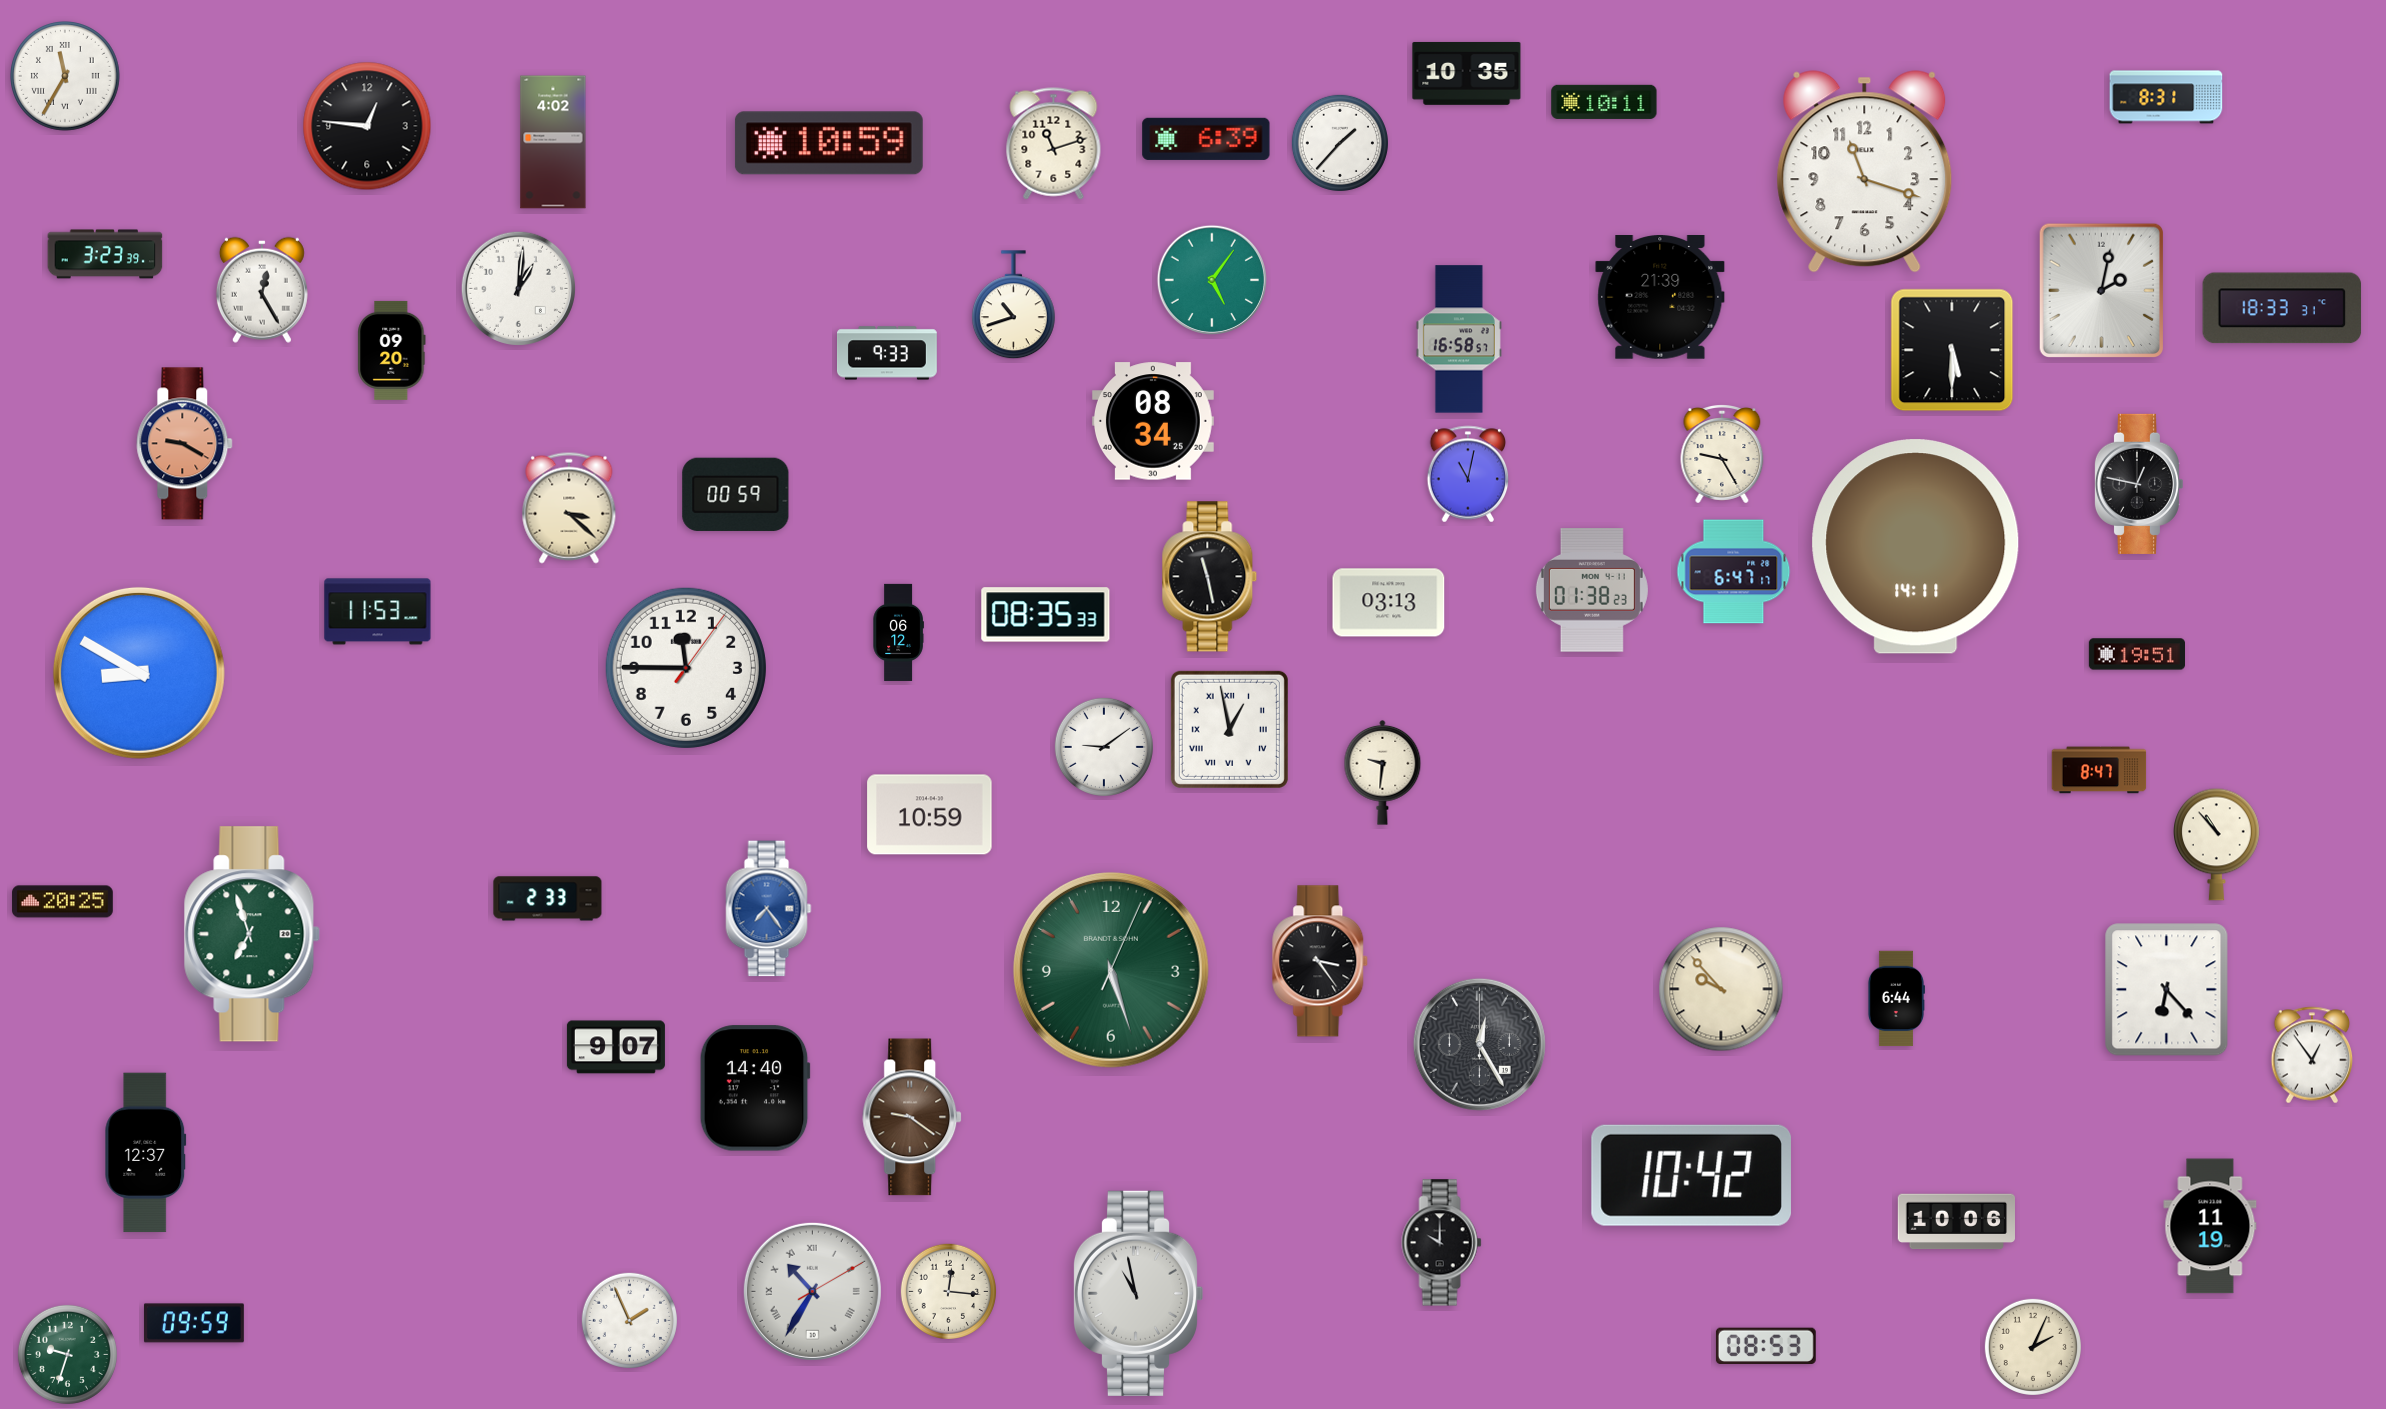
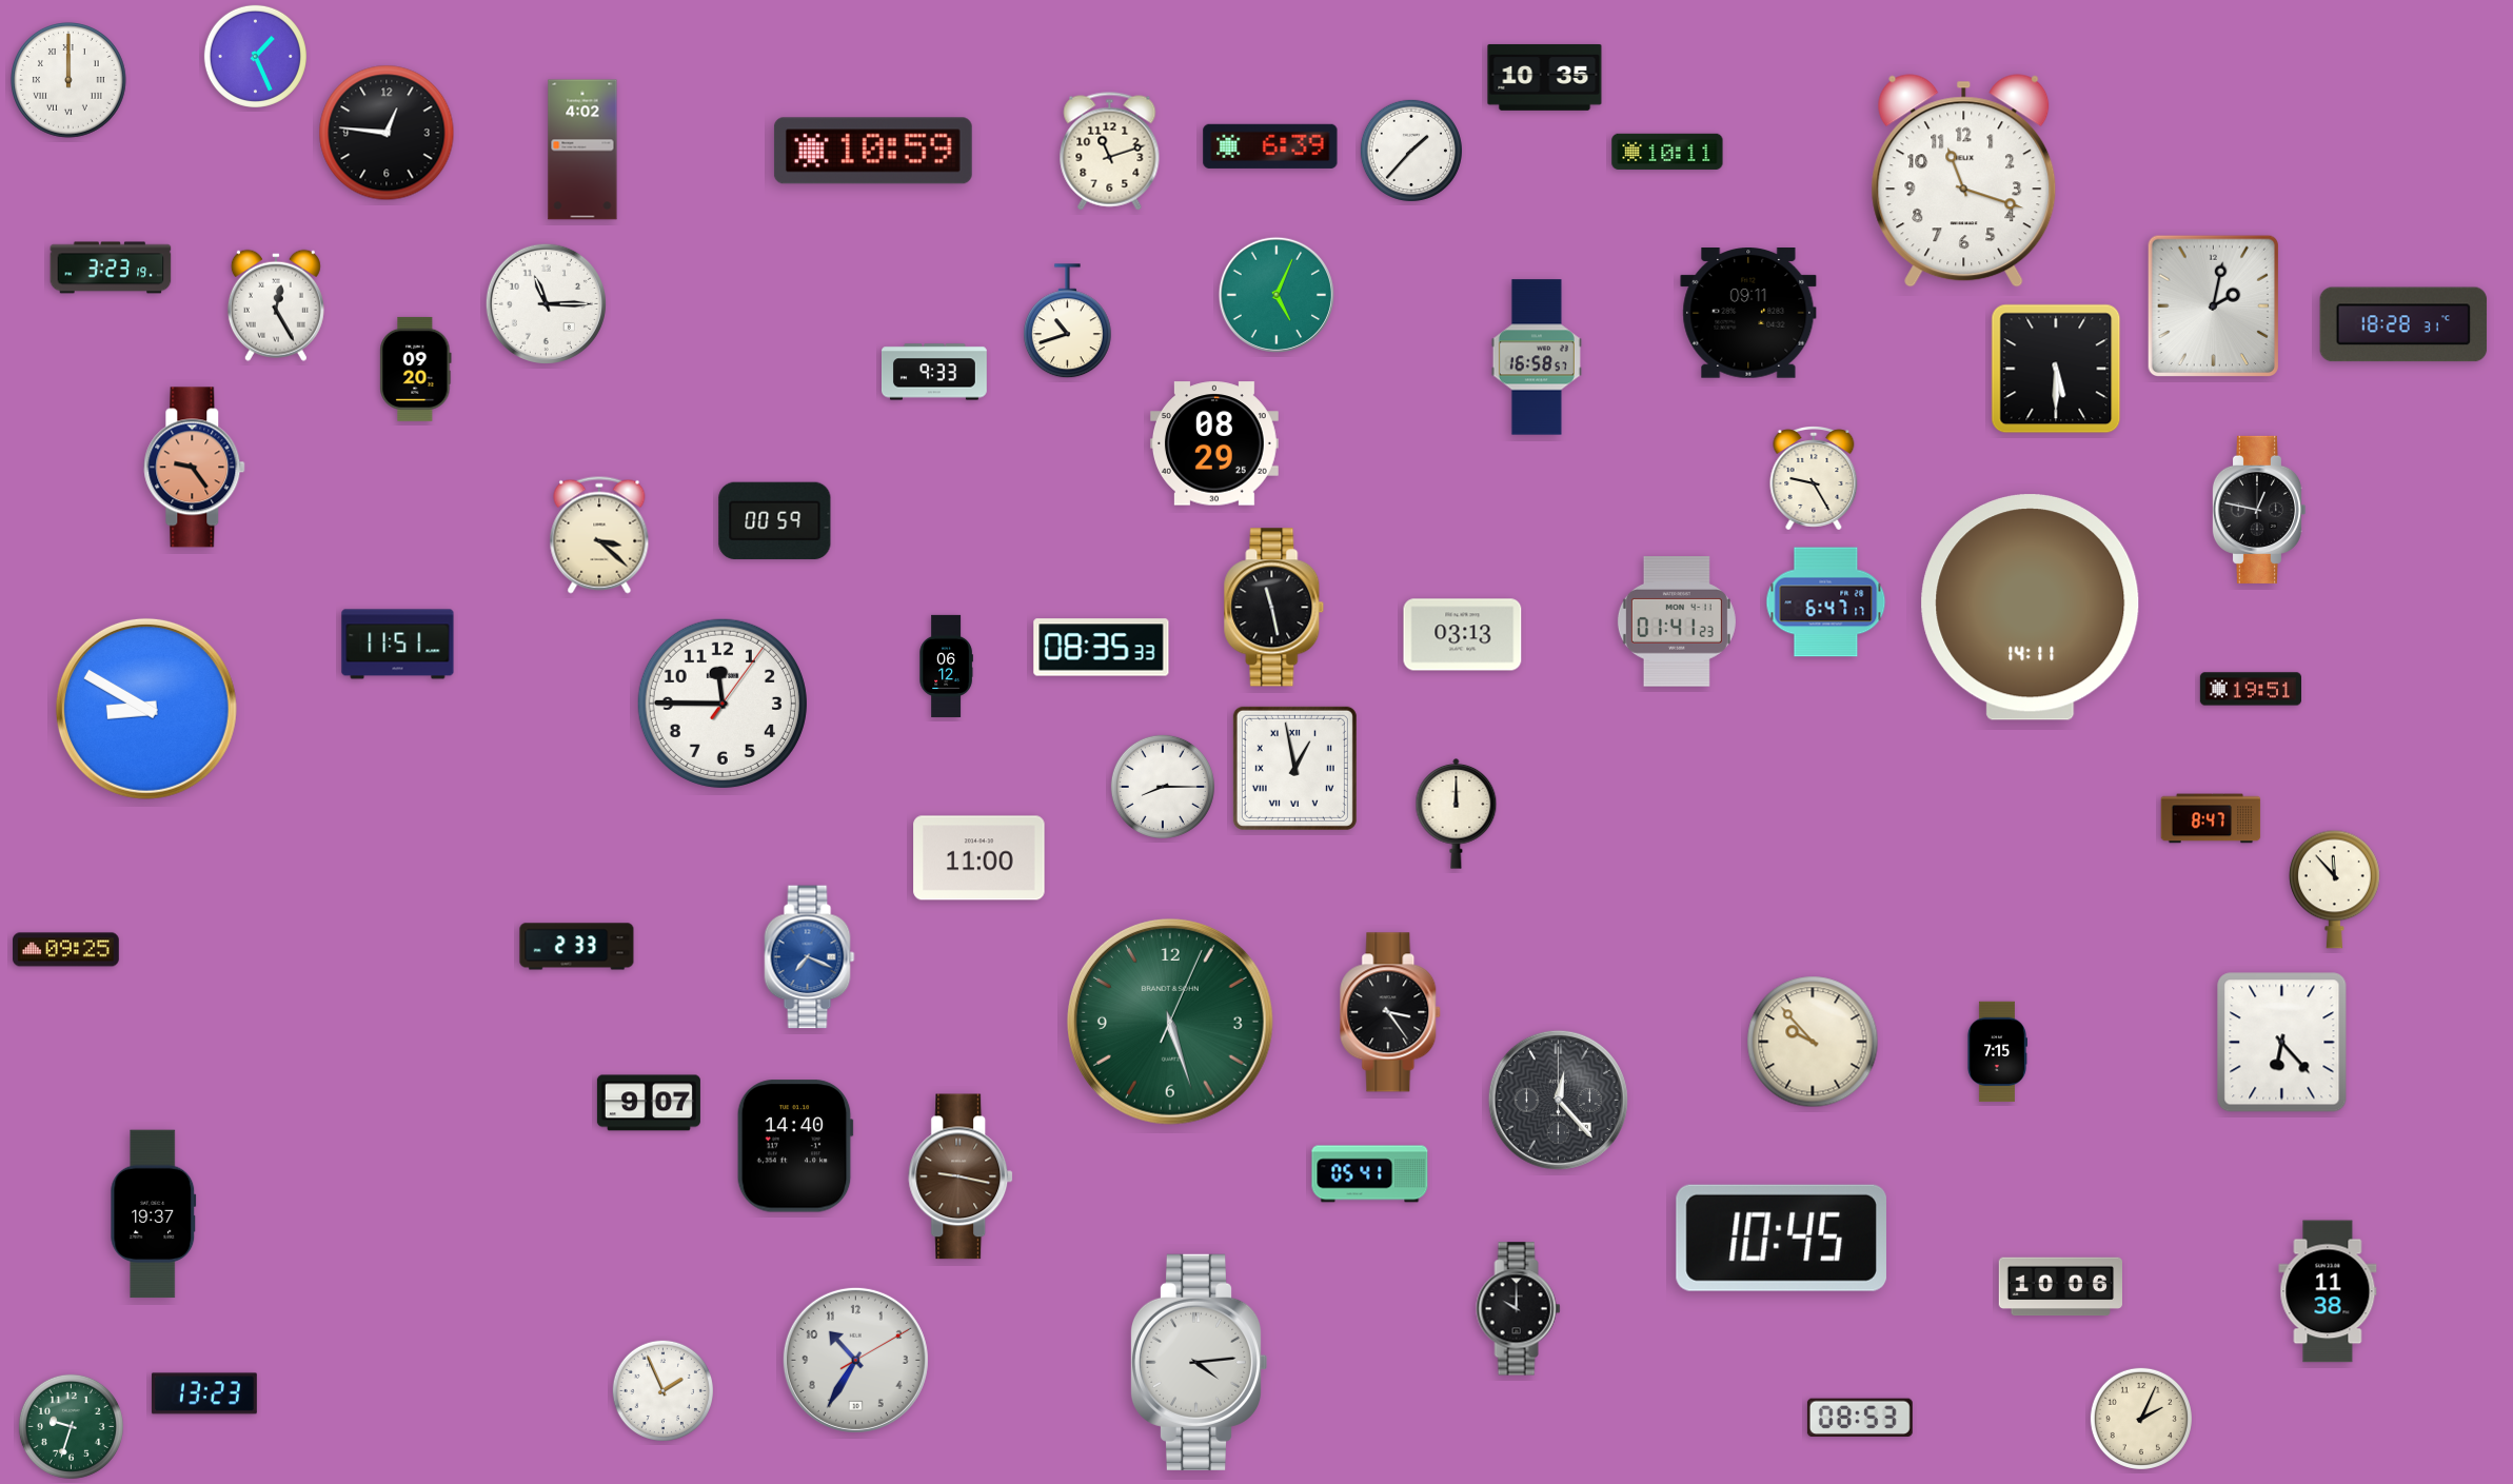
clock at (255, 56): none -> 1:26
clock at (66, 77): 11:35 -> 12:00
clock at (2166, 97): 8:31 -> none
clock at (1604, 102) position: (1604, 102) -> (1667, 152)
clock at (105, 254): 3:23:39 -> 3:23:19
clock at (1211, 279): 5:06 -> 5:04
clock at (518, 288): 1:01 -> 11:15
clock at (1660, 298): 21:39 -> 09:11
clock at (2282, 308): 18:33 -> 18:28
clock at (392, 350) position: (392, 350) -> (416, 369)
clock at (1153, 421): 08:34 -> 08:29
clock at (185, 444): 9:20 -> 9:24
clock at (1468, 474): 11:02 -> none
clock at (2138, 484) position: (2138, 484) -> (2258, 510)
clock at (1916, 547) position: (1916, 547) -> (2031, 608)
clock at (1592, 590): 01:38 -> 01:41
clock at (378, 612): 11:53 -> 11:51
clock at (1104, 747): 9:09 -> 8:15
clock at (2099, 770) position: (2099, 770) -> (2211, 818)
clock at (1383, 772): 9:31 -> 12:00
clock at (930, 815): 10:59 -> 11:00
clock at (2217, 844): 10:53 -> 11:53
clock at (63, 902): 20:25 -> 09:25
clock at (769, 909): 7:24 -> 7:19
clock at (252, 934): 6:57 -> none
clock at (1896, 999): 6:44 -> 7:15
clock at (1479, 1044): 12:25 -> 12:23
clock at (2312, 1055): 12:54 -> none
clock at (1370, 1174): none -> 05:41
clock at (913, 1117): 9:21 -> 9:17
clock at (146, 1153): 12:37 -> 19:37
clock at (1691, 1175): 10:42 -> 10:45
clock at (2210, 1226): 11:19 -> 11:38
clock at (812, 1291) numerals: Roman -> Arabic
clock at (948, 1291): 12:16 -> none
clock at (1138, 1293): 10:58 -> 4:14
clock at (194, 1323): 09:59 -> 13:23
